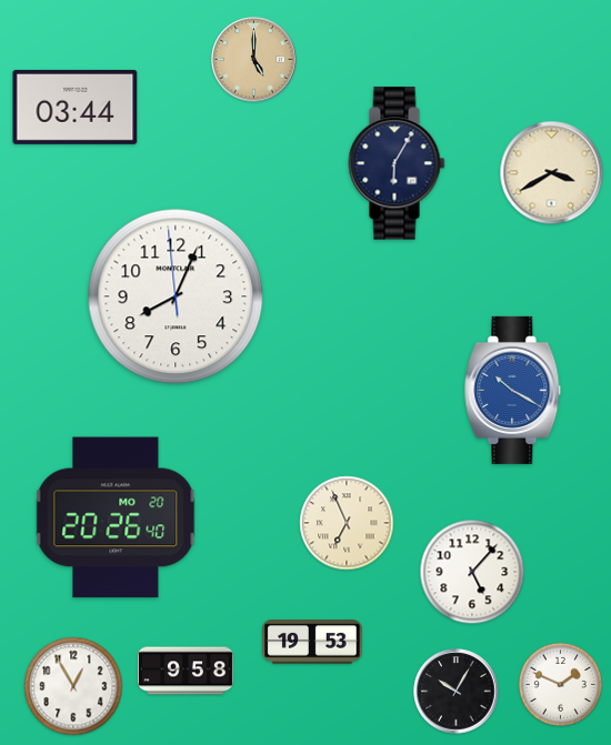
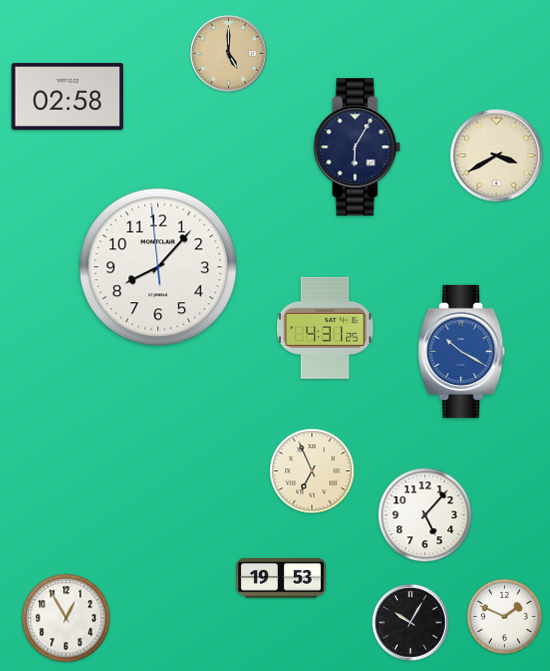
clock at (76, 107): 03:44 -> 02:58
clock at (176, 296): 8:03 -> 8:06
clock at (325, 328): none -> 4:31
clock at (116, 517): 20:26 -> none
clock at (186, 671): 9:58 -> none
